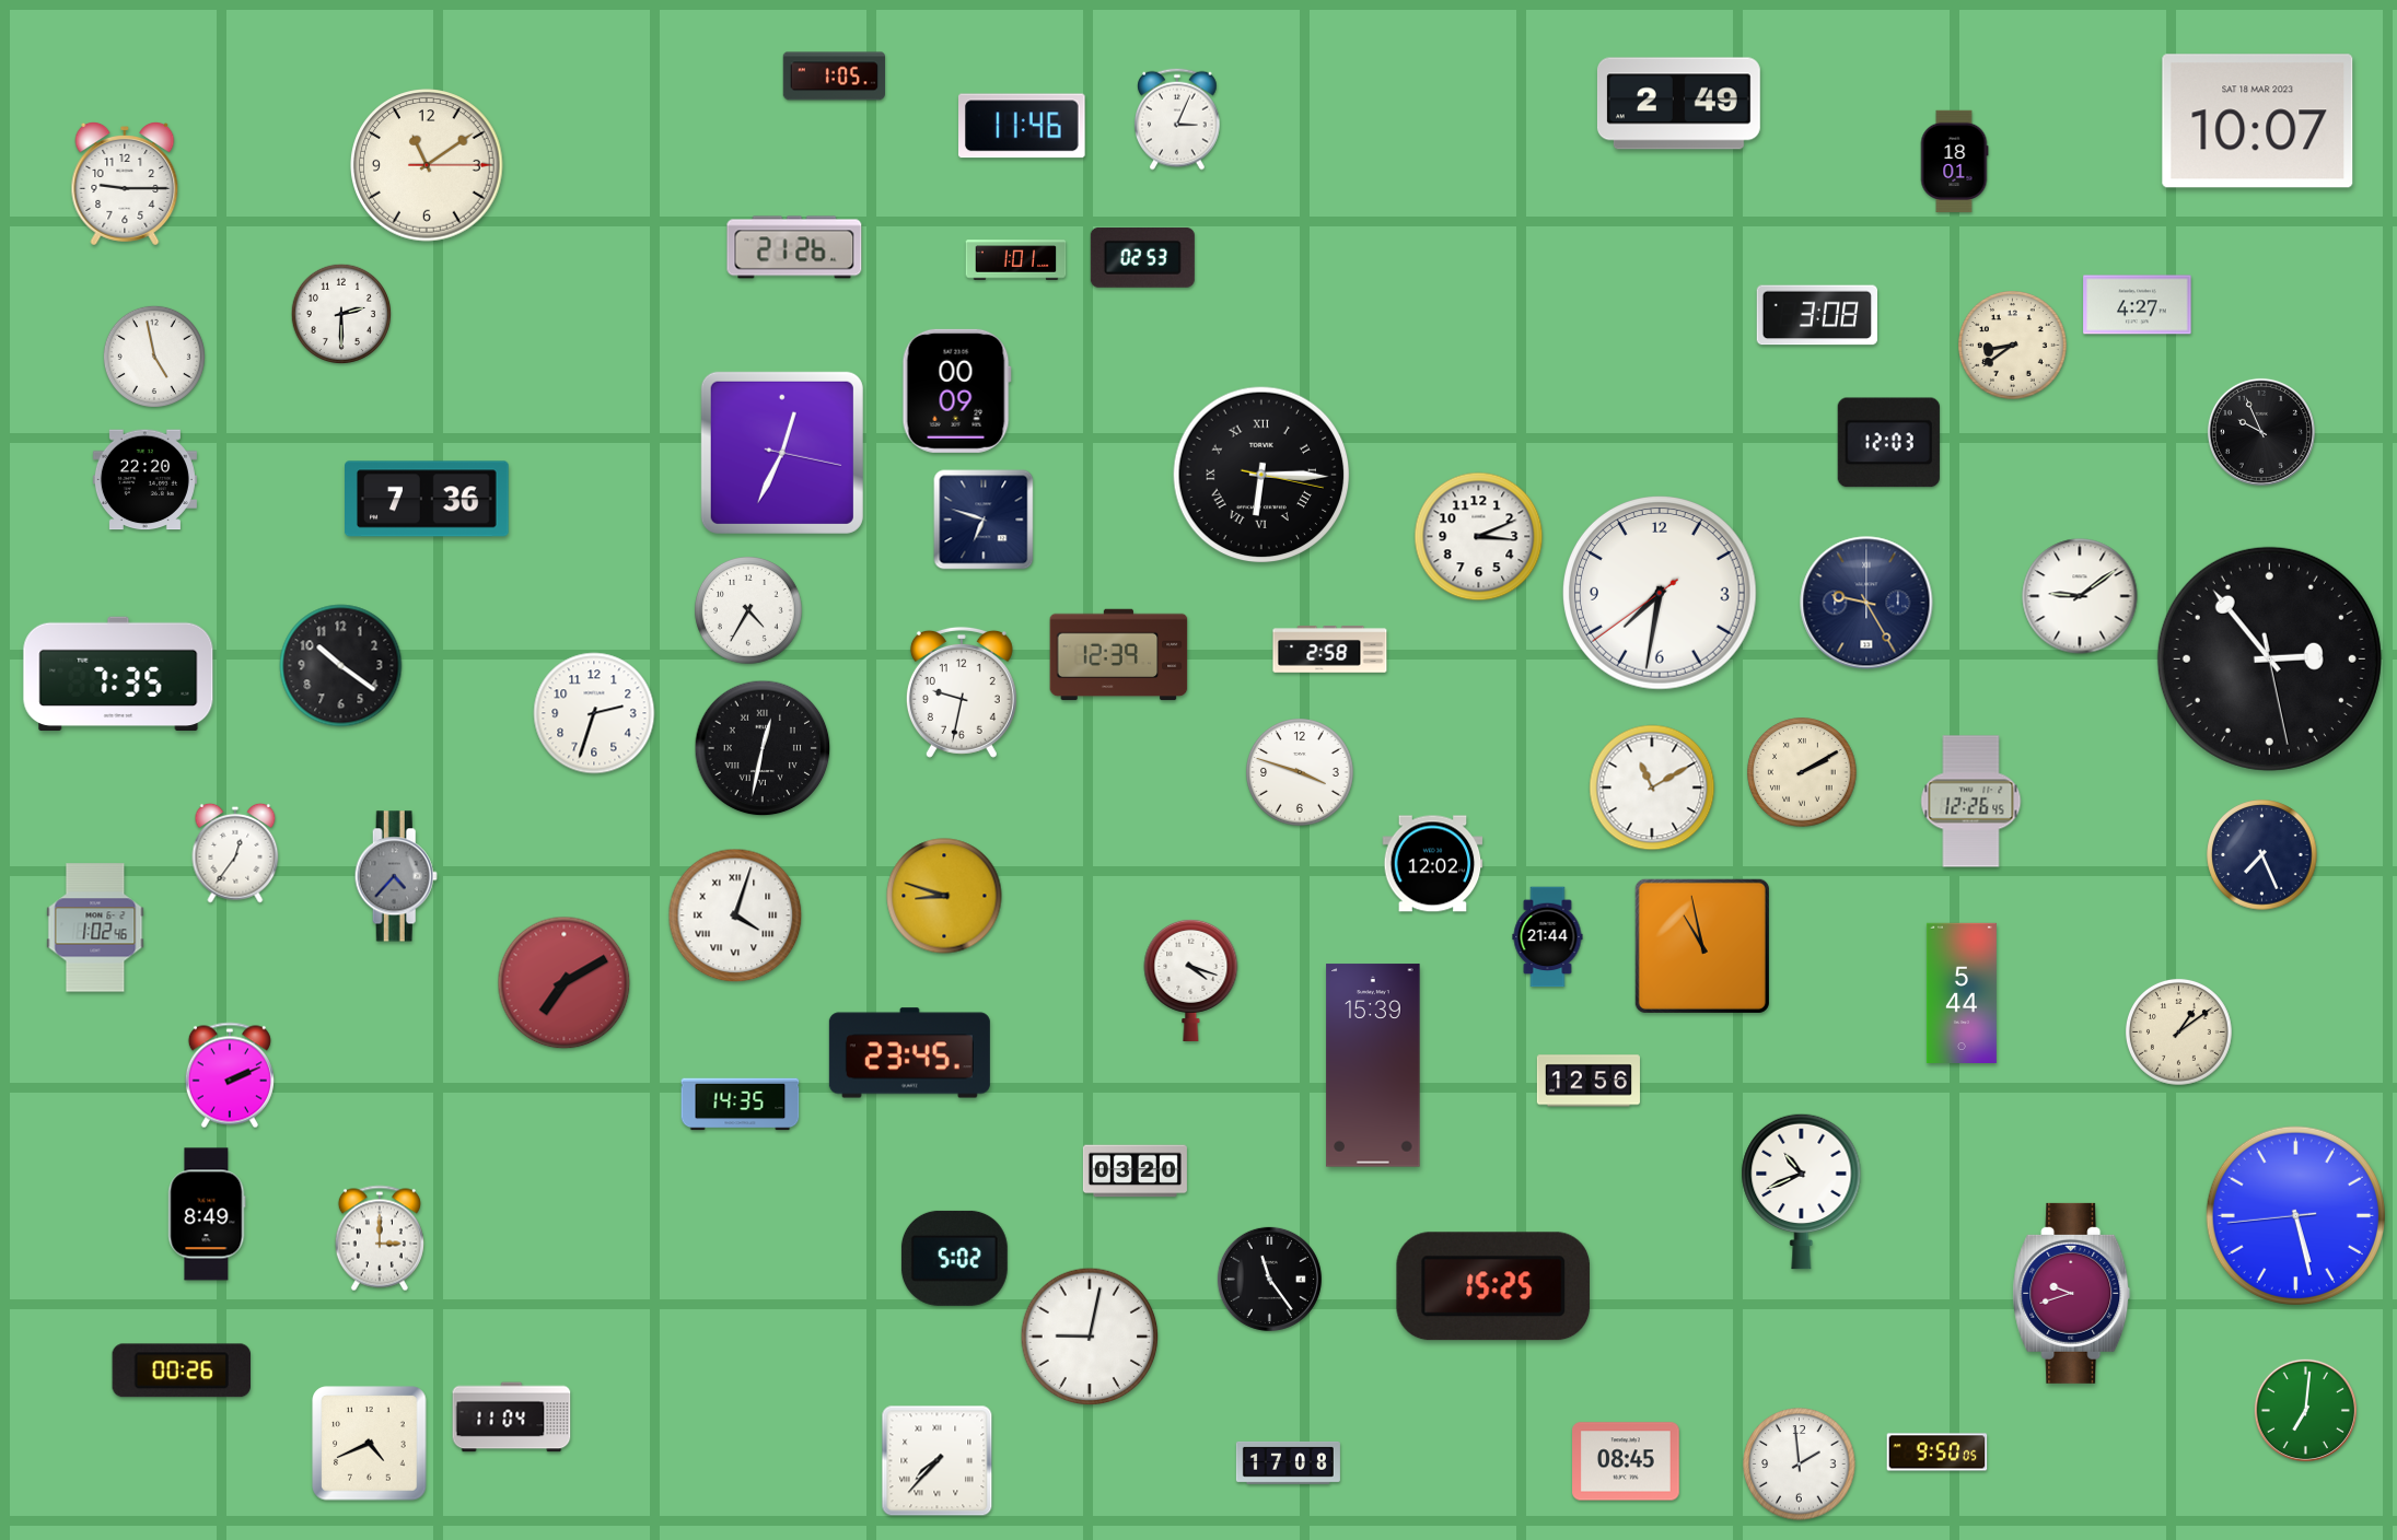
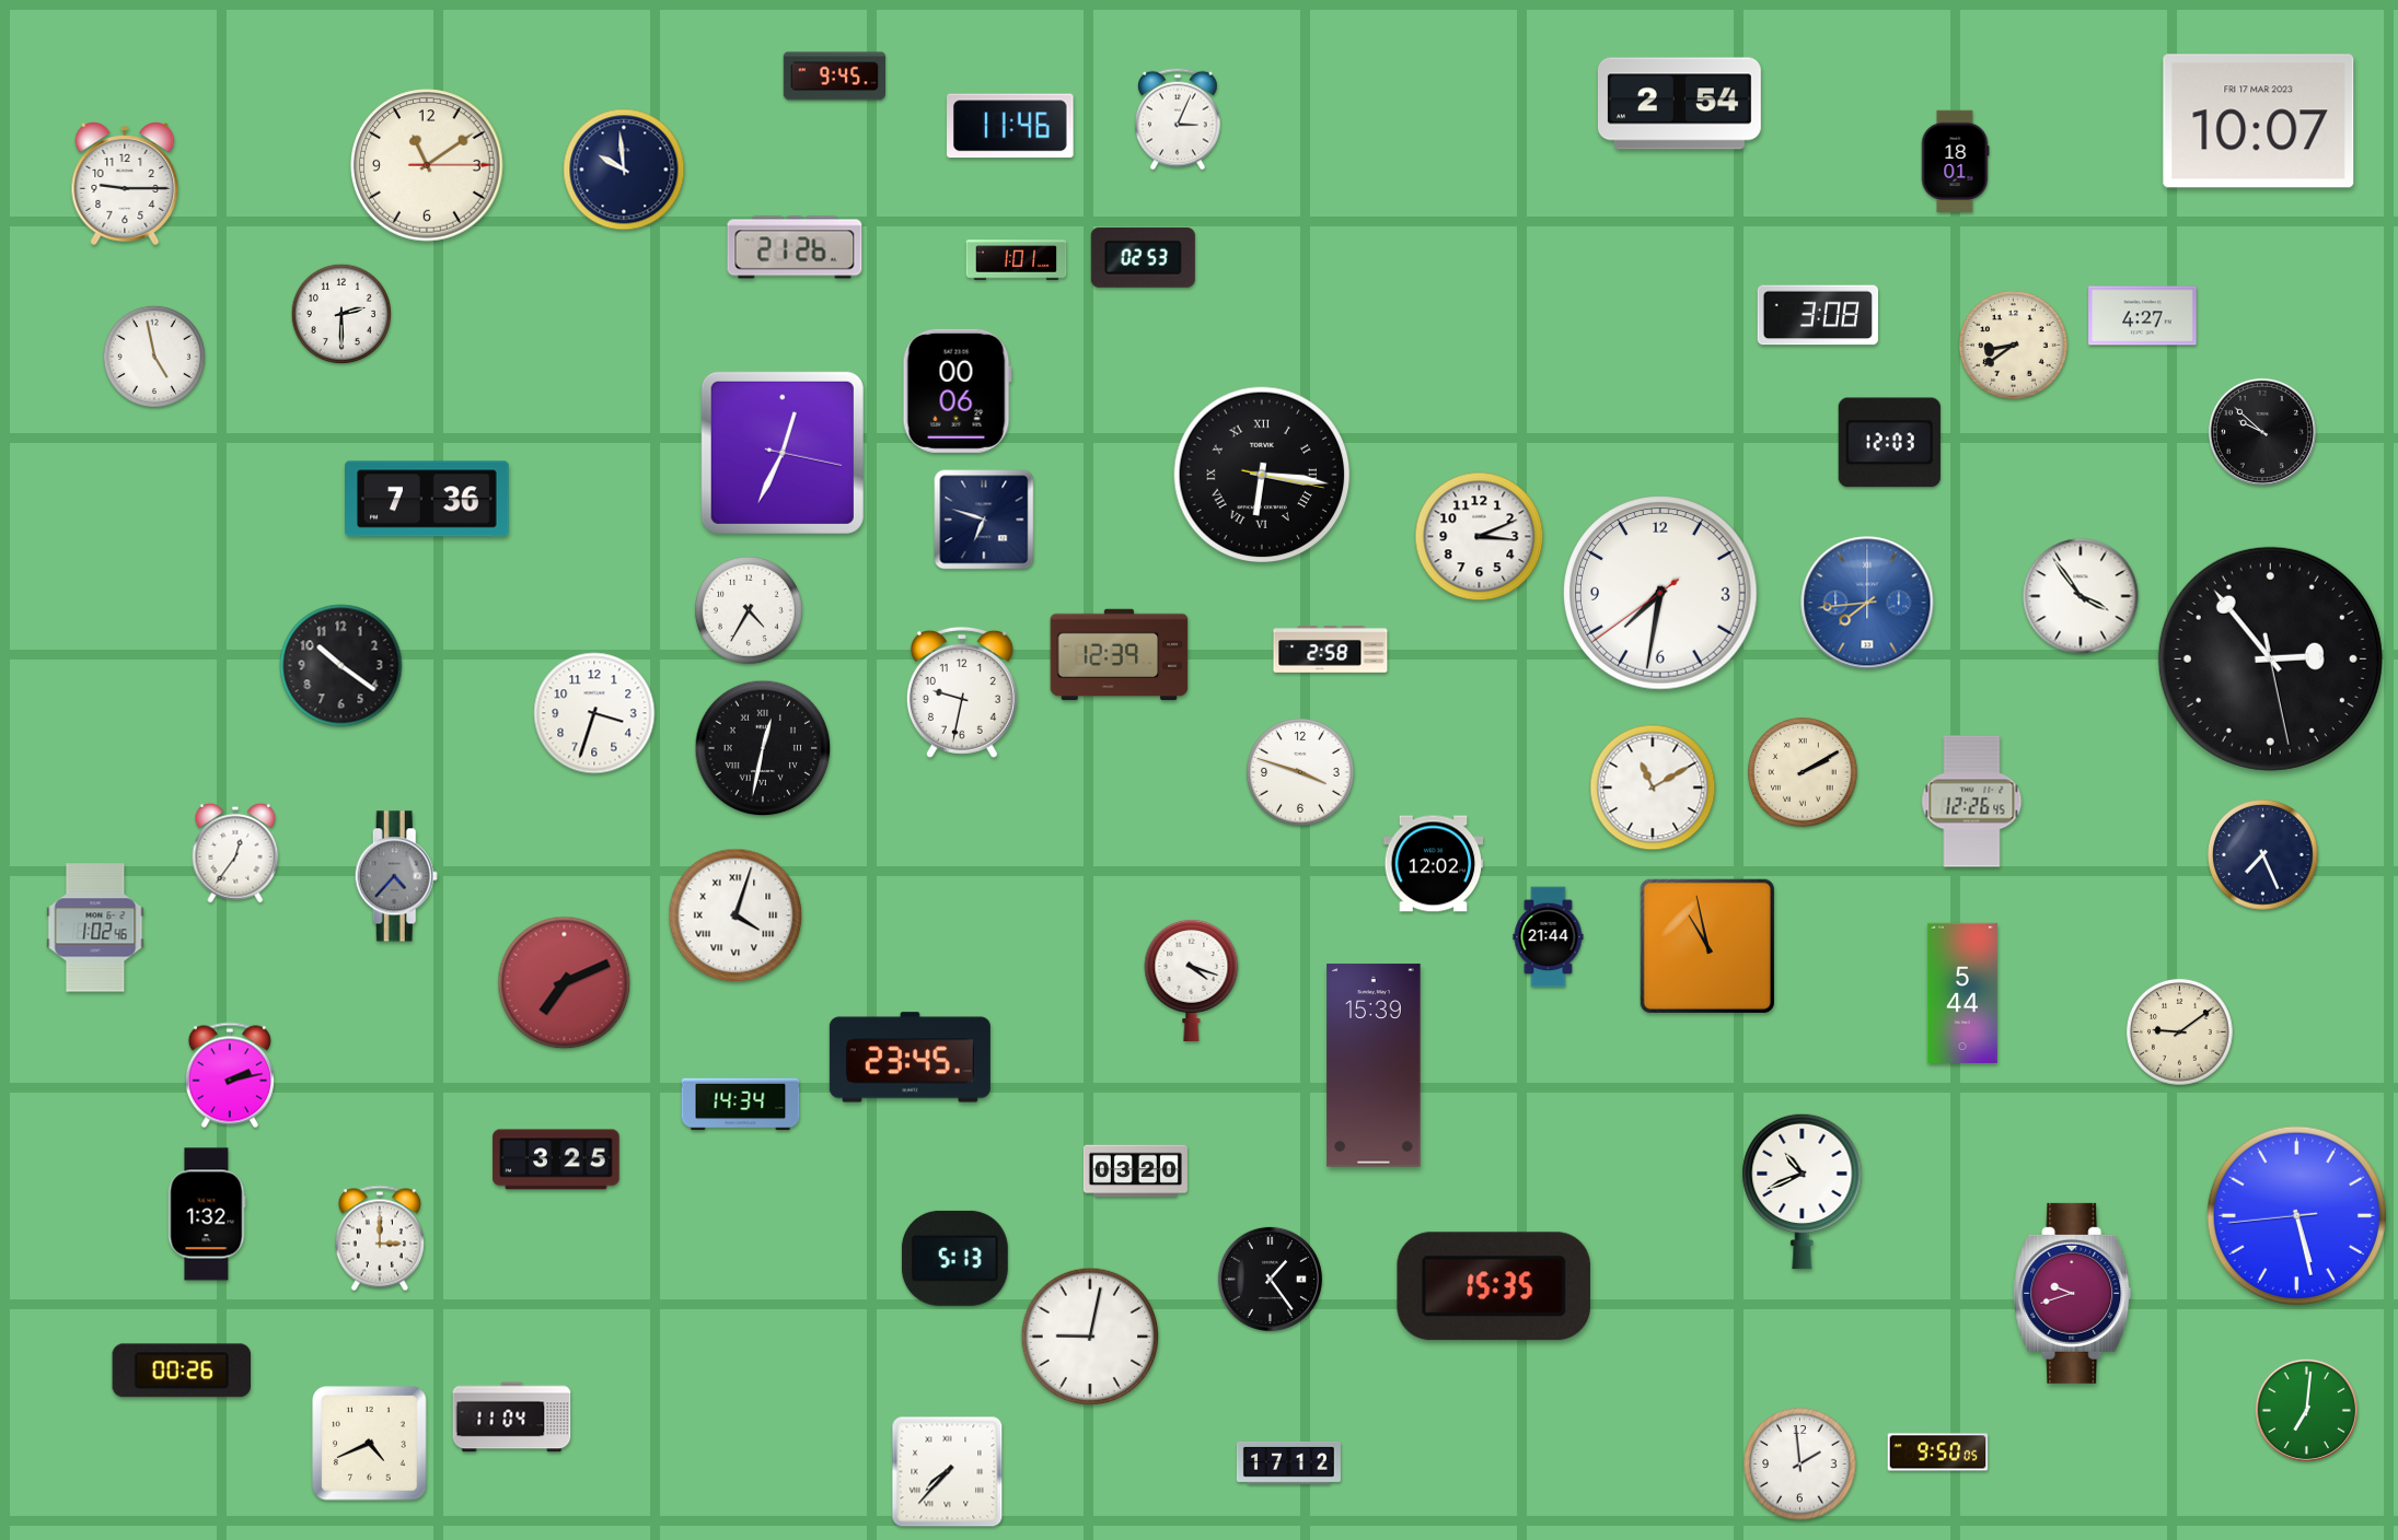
clock at (834, 77): 1:05 -> 9:45
clock at (1678, 104): 2:49 -> 2:54
clock at (2258, 121) date: SAT 18 MAR 2023 -> FRI 17 MAR 2023
clock at (1023, 126) position: (1023, 126) -> (1011, 126)
clock at (624, 170): none -> 9:59
clock at (2138, 305) position: (2138, 305) -> (2143, 316)
clock at (956, 390): 00:09 -> 00:06
clock at (2261, 432): 9:56 -> 9:52
clock at (1261, 475): 6:15 -> 6:16
clock at (144, 480): 22:20 -> none
clock at (2080, 596): 9:09 -> 3:54
clock at (1866, 603): 9:25 -> 7:44
clock at (1866, 603) dial: navy -> blue
clock at (118, 674): 7:35 -> none
clock at (594, 713): 2:33 -> 3:33
clock at (944, 896): 8:48 -> none
clock at (1702, 946) position: (1702, 946) -> (1707, 946)
clock at (565, 983): 7:10 -> 7:11
clock at (2178, 1031): 1:09 -> 9:09
clock at (909, 1053) position: (909, 1053) -> (910, 1058)
clock at (230, 1075): 2:11 -> 2:13
clock at (1587, 1081): 12:56 -> none
clock at (741, 1105): 14:35 -> 14:34
clock at (556, 1159): none -> 3:25
clock at (207, 1214): 8:49 -> 1:32
clock at (954, 1258): 5:02 -> 5:13
clock at (1269, 1279): 11:24 -> 1:24
clock at (1493, 1286): 15:25 -> 15:35
clock at (938, 1461) position: (938, 1461) -> (948, 1472)
clock at (1626, 1461): 08:45 -> none
clock at (1288, 1462): 17:08 -> 17:12
